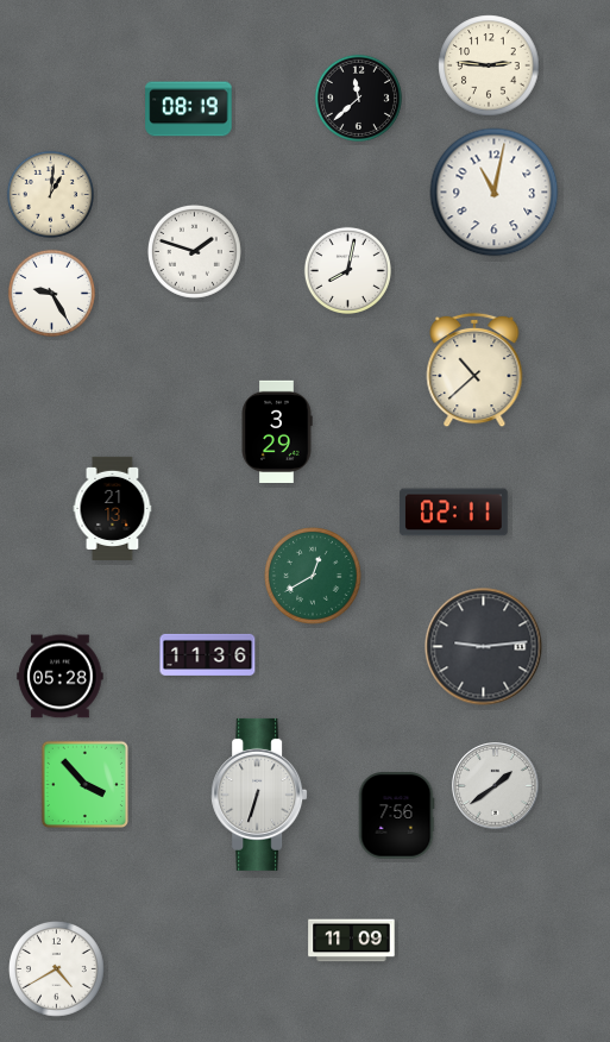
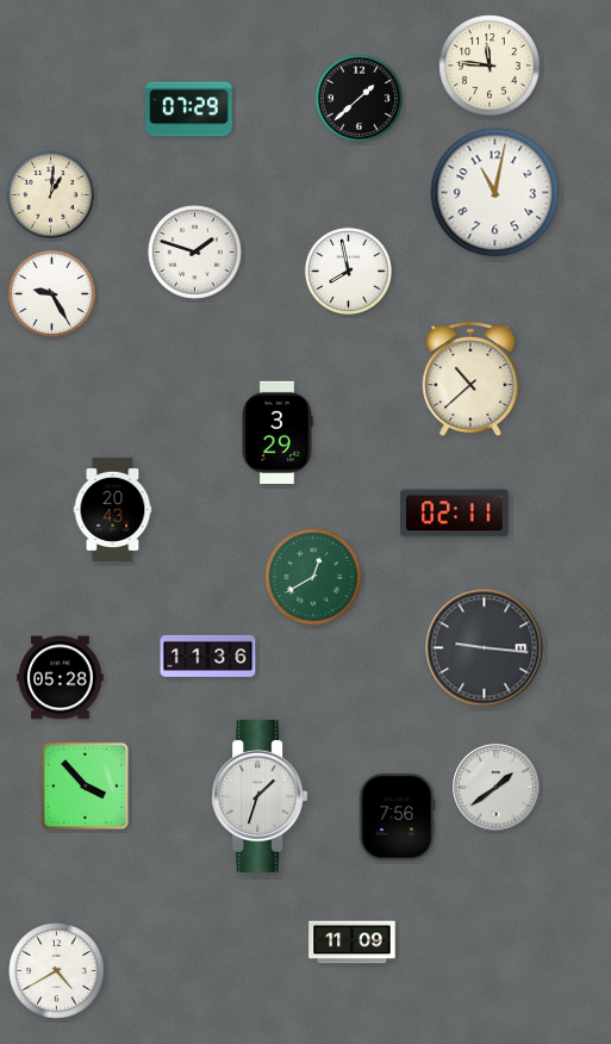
clock at (489, 65): 2:46 -> 11:46
clock at (358, 98): 11:38 -> 1:38
clock at (189, 109): 08:19 -> 07:29
clock at (347, 270): 8:02 -> 7:58
clock at (474, 370) position: (474, 370) -> (470, 379)
clock at (113, 508): 21:13 -> 20:43
clock at (484, 647): 9:14 -> 9:16
clock at (259, 795): 6:33 -> 1:33
